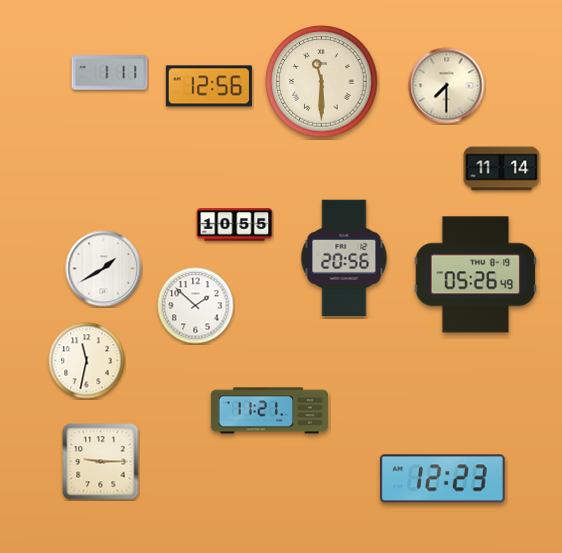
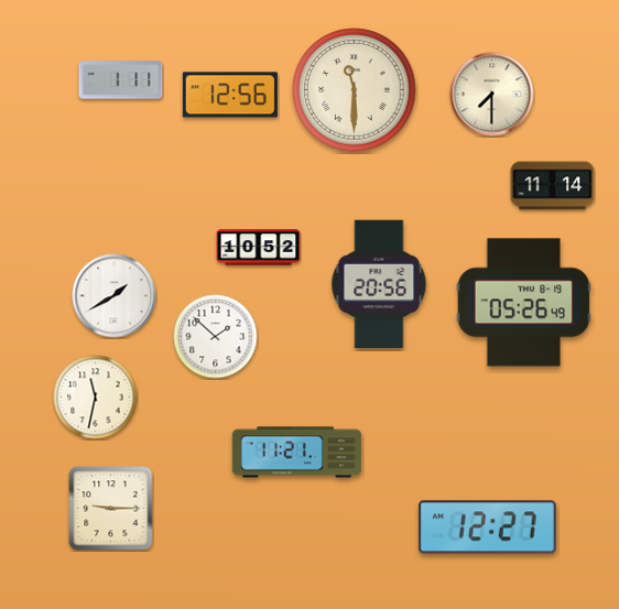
clock at (235, 225): 10:55 -> 10:52
clock at (442, 479): 12:23 -> 12:27
